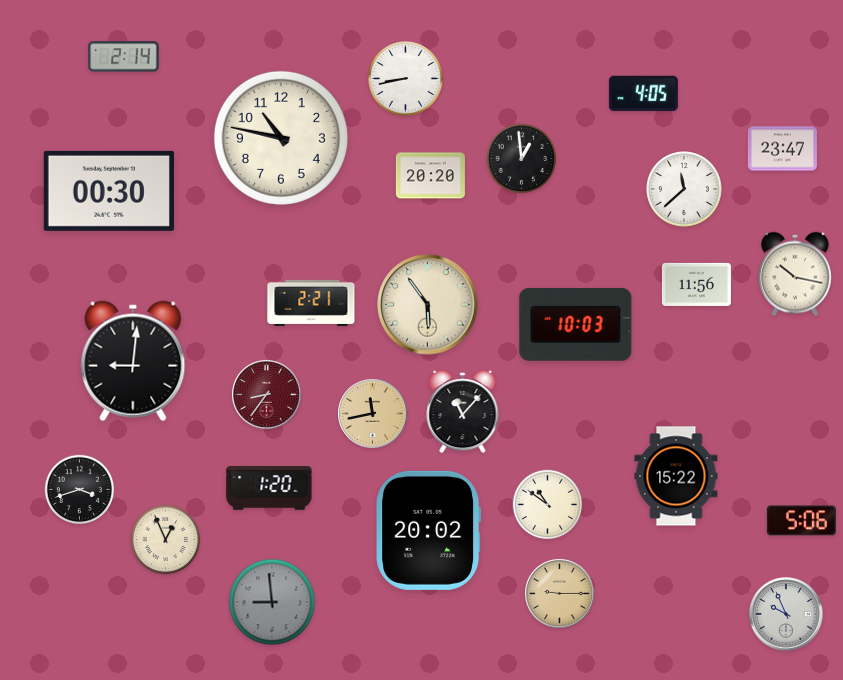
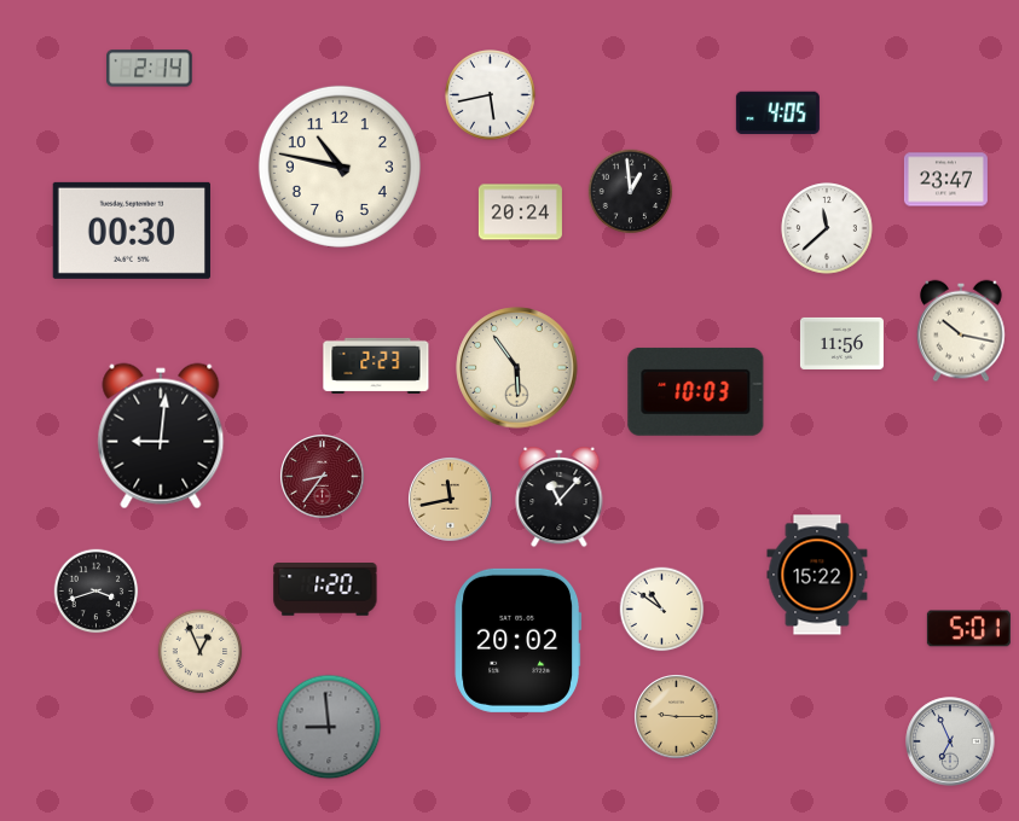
clock at (406, 79): 8:43 -> 5:43
clock at (430, 176): 20:20 -> 20:24
clock at (311, 303): 2:21 -> 2:23
clock at (801, 521): 5:06 -> 5:01
clock at (786, 614): 9:56 -> 6:56
